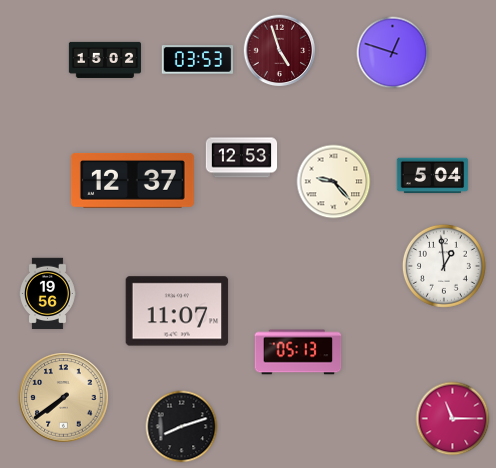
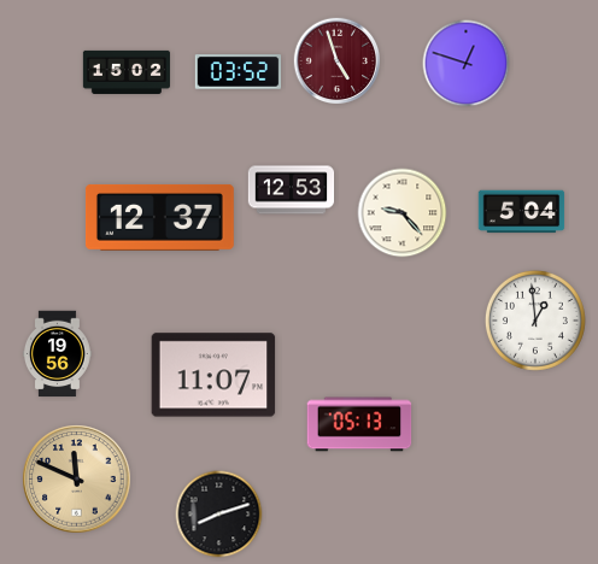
clock at (393, 53) position: (393, 53) -> (467, 64)
clock at (198, 60): 03:53 -> 03:52
clock at (334, 182) position: (334, 182) -> (403, 213)
clock at (64, 398): 7:39 -> 11:49
clock at (453, 419): 11:15 -> none
